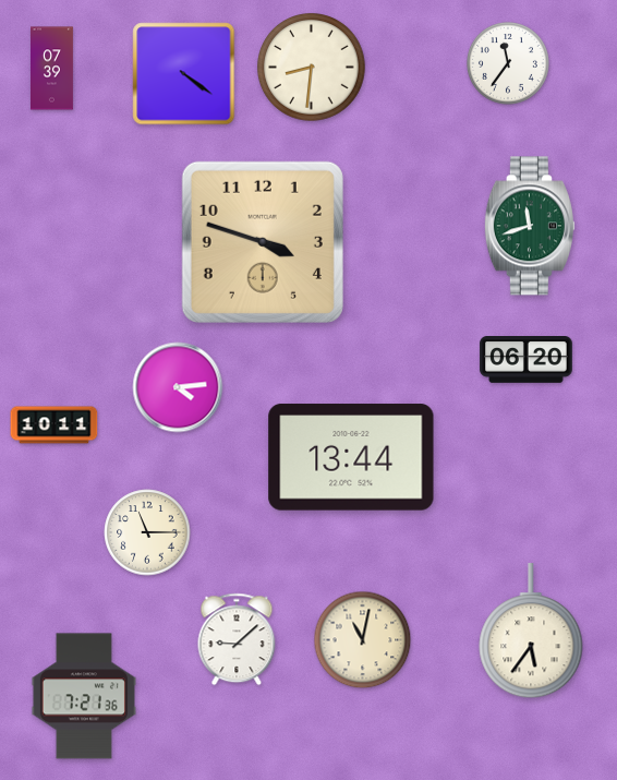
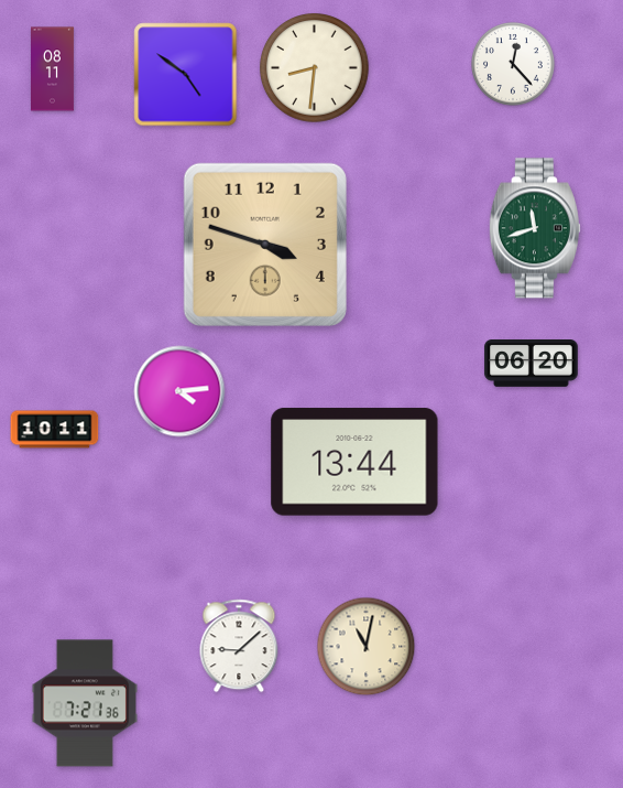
clock at (508, 63): 11:36 -> 12:23
clock at (52, 69): 07:39 -> 08:11
clock at (184, 74): 4:21 -> 4:51
clock at (147, 532): 11:15 -> none
clock at (531, 632): 5:36 -> none
